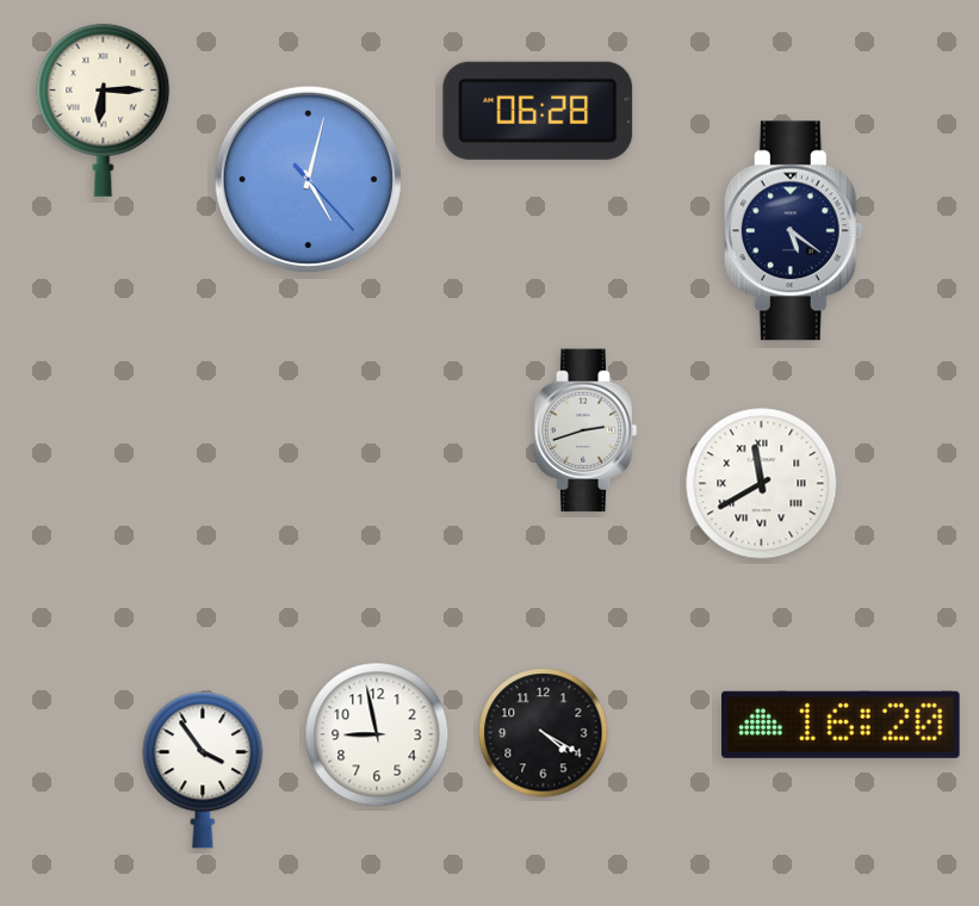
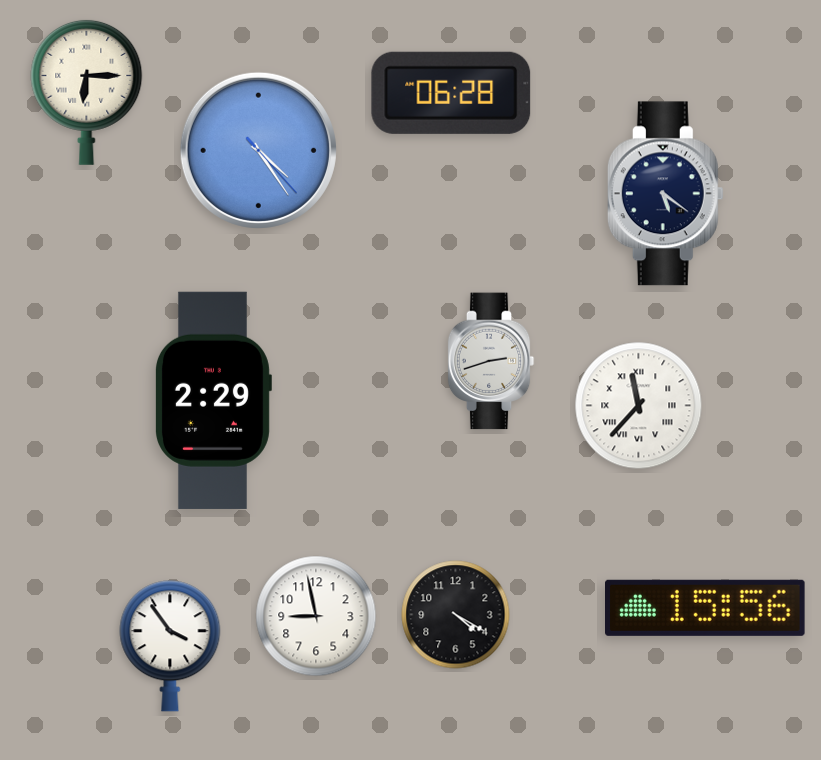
clock at (308, 179): 5:02 -> 4:24
clock at (213, 400): none -> 2:29
clock at (762, 484): 11:40 -> 11:37
clock at (842, 725): 16:20 -> 15:56
